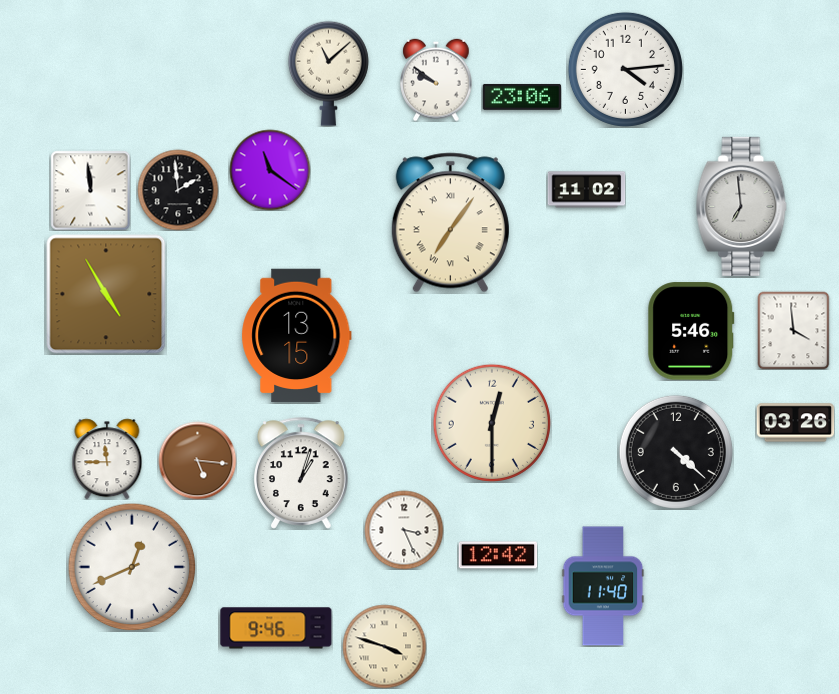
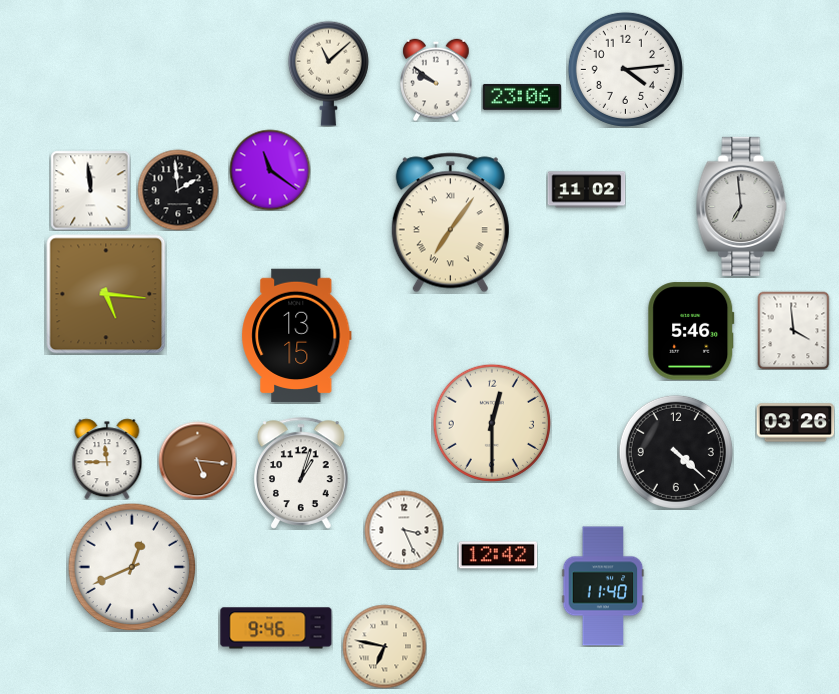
clock at (106, 294): 4:55 -> 5:16
clock at (384, 646): 3:48 -> 6:47
